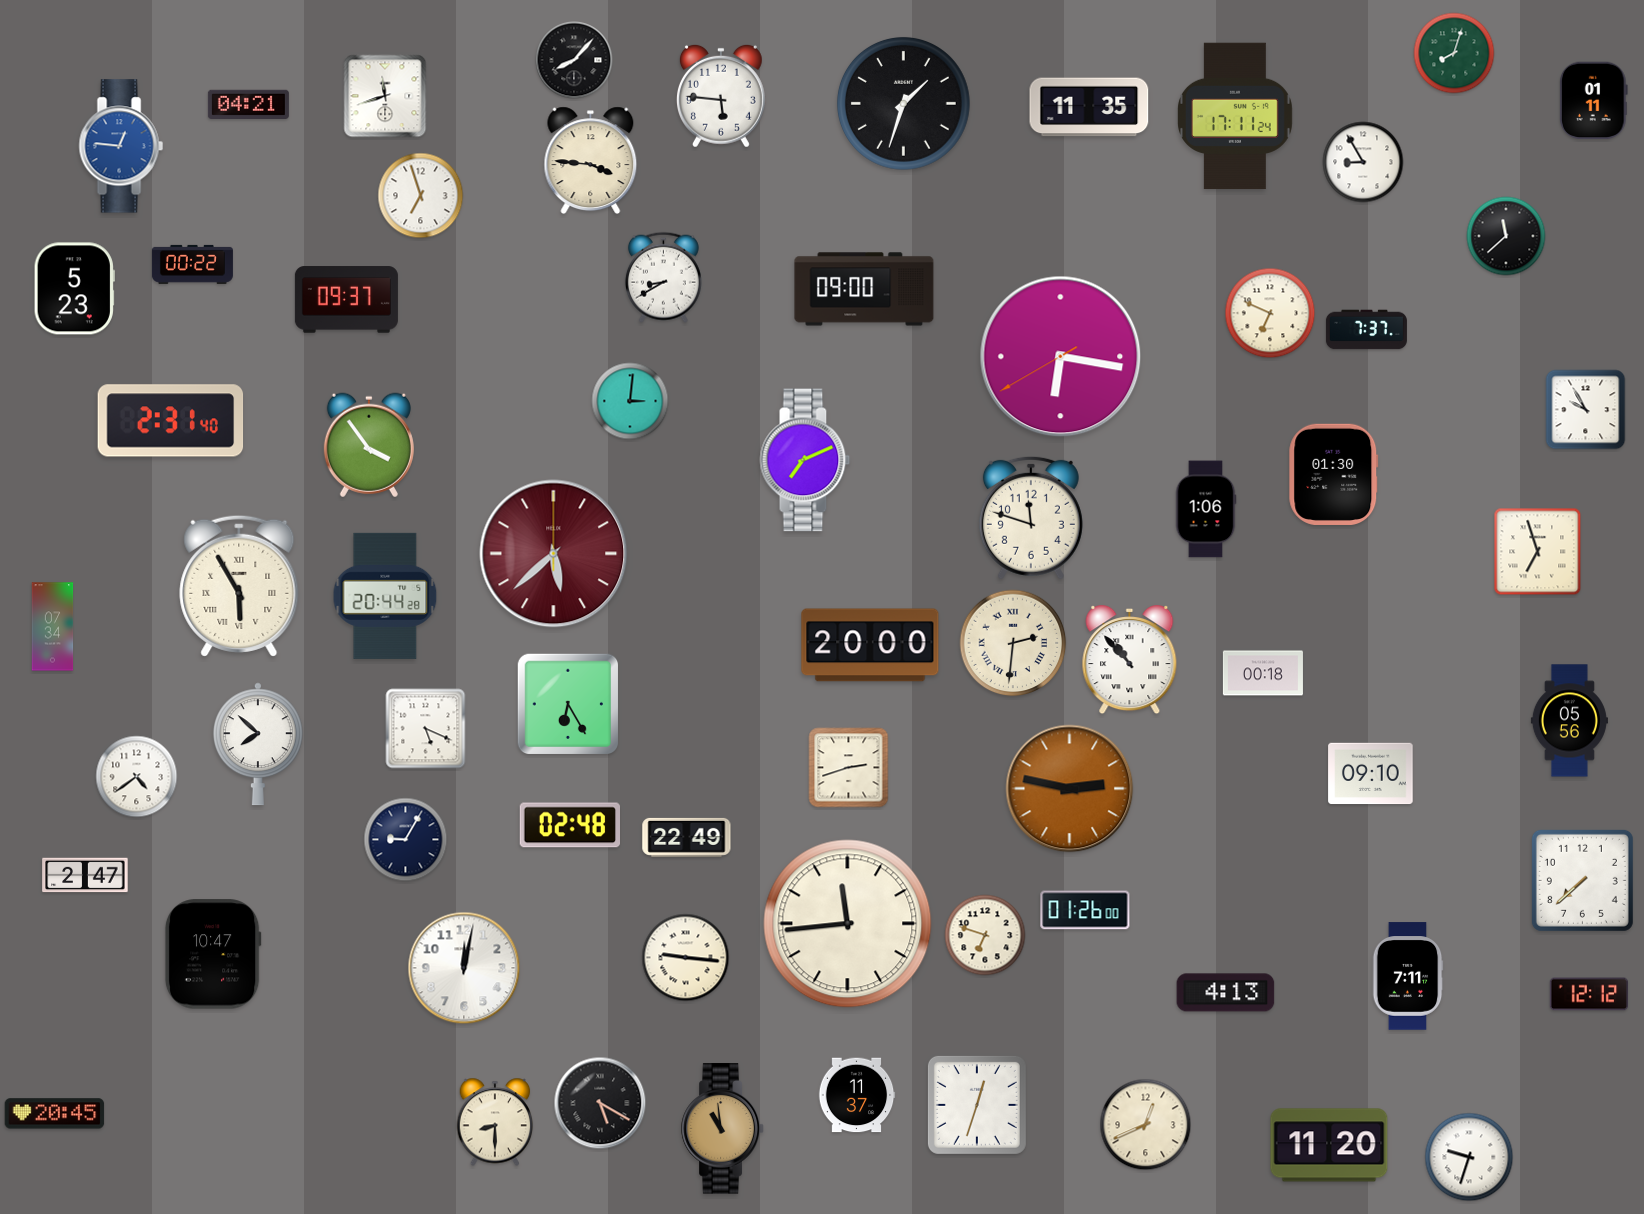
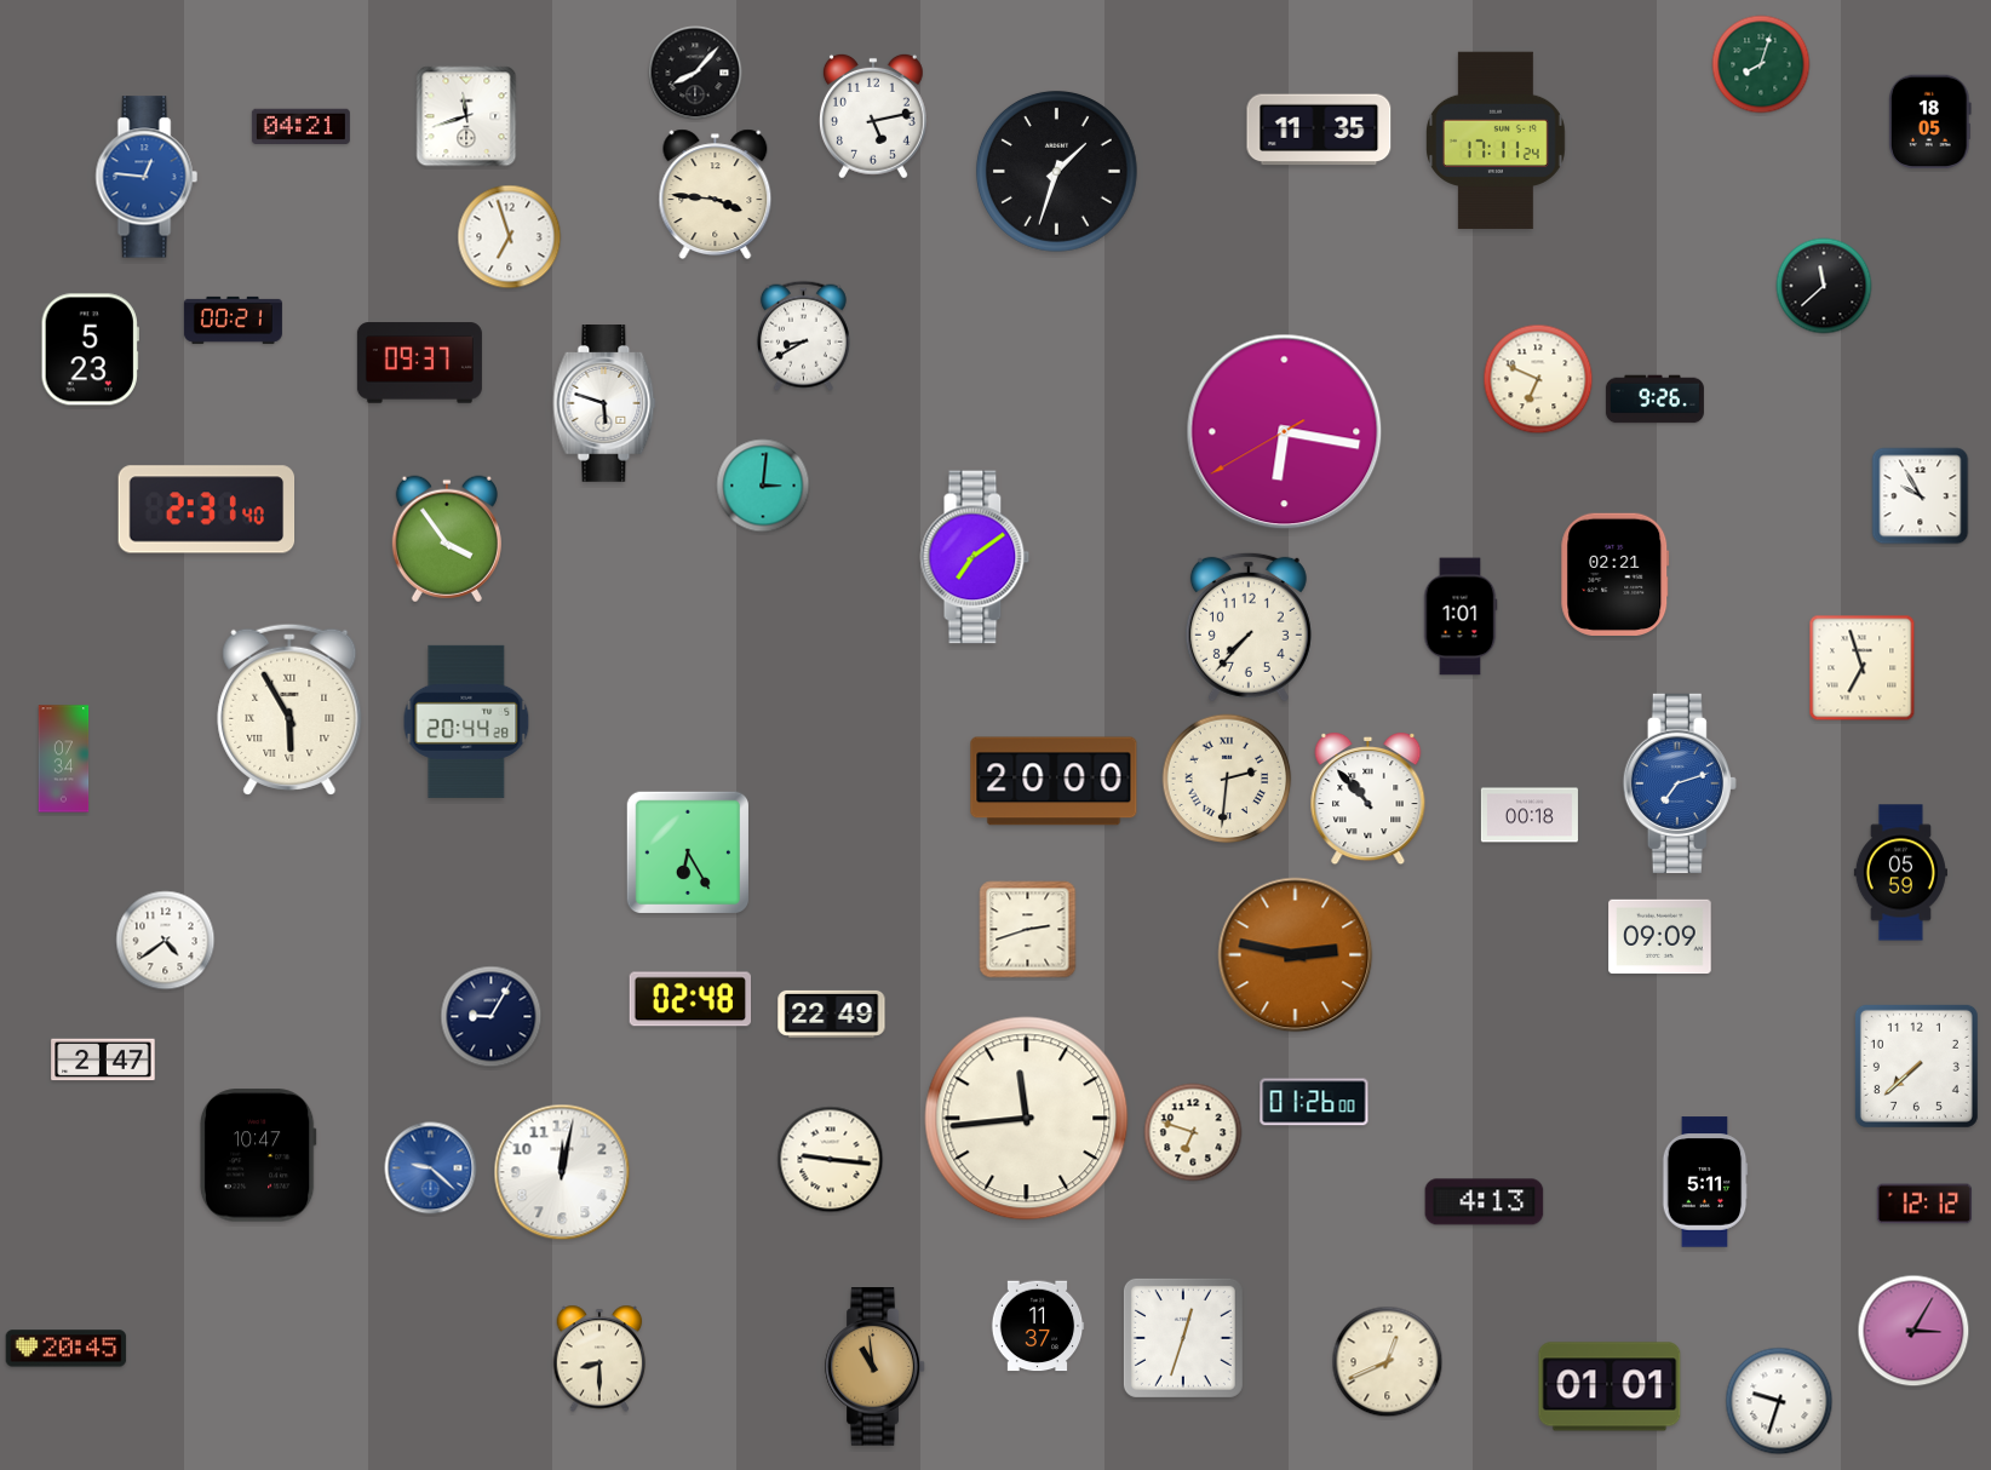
clock at (721, 96): 5:46 -> 5:13
clock at (1593, 101): 01:11 -> 18:05
clock at (904, 104) position: (904, 104) -> (1057, 172)
clock at (1363, 162): 8:55 -> none
clock at (192, 264): 00:22 -> 00:21
clock at (864, 289): 09:00 -> none
clock at (1366, 330): 7:37 -> 9:26
clock at (604, 404): none -> 5:48
clock at (805, 460): 7:11 -> 7:09
clock at (1334, 474): 01:30 -> 02:21
clock at (1206, 509): 1:06 -> 1:01
clock at (1031, 518): 11:48 -> 7:37
clock at (554, 554): 5:38 -> none
clock at (1680, 783): none -> 7:12
clock at (1569, 721): 05:56 -> 05:59
clock at (426, 729): 5:19 -> none
clock at (258, 744): 7:52 -> none
clock at (1371, 774): 09:10 -> 09:09
clock at (431, 1168): none -> 9:22
clock at (1408, 976): 7:11 -> 5:11
clock at (1913, 1331): none -> 3:05
clock at (600, 1103): 5:20 -> none
clock at (1329, 1145): 11:20 -> 01:01
